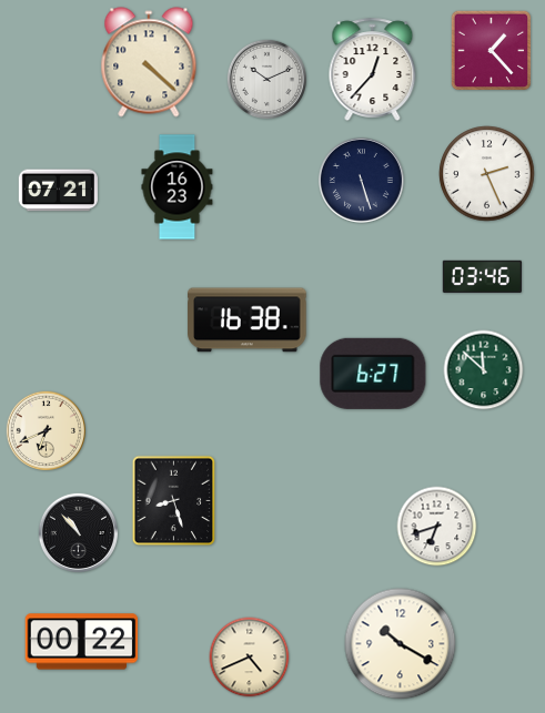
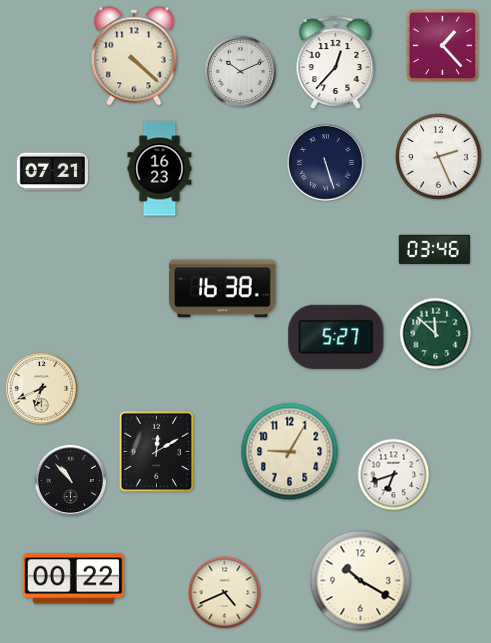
clock at (373, 374): 6:27 -> 5:27
clock at (174, 501): 8:27 -> 12:10
clock at (290, 452): none -> 9:05
